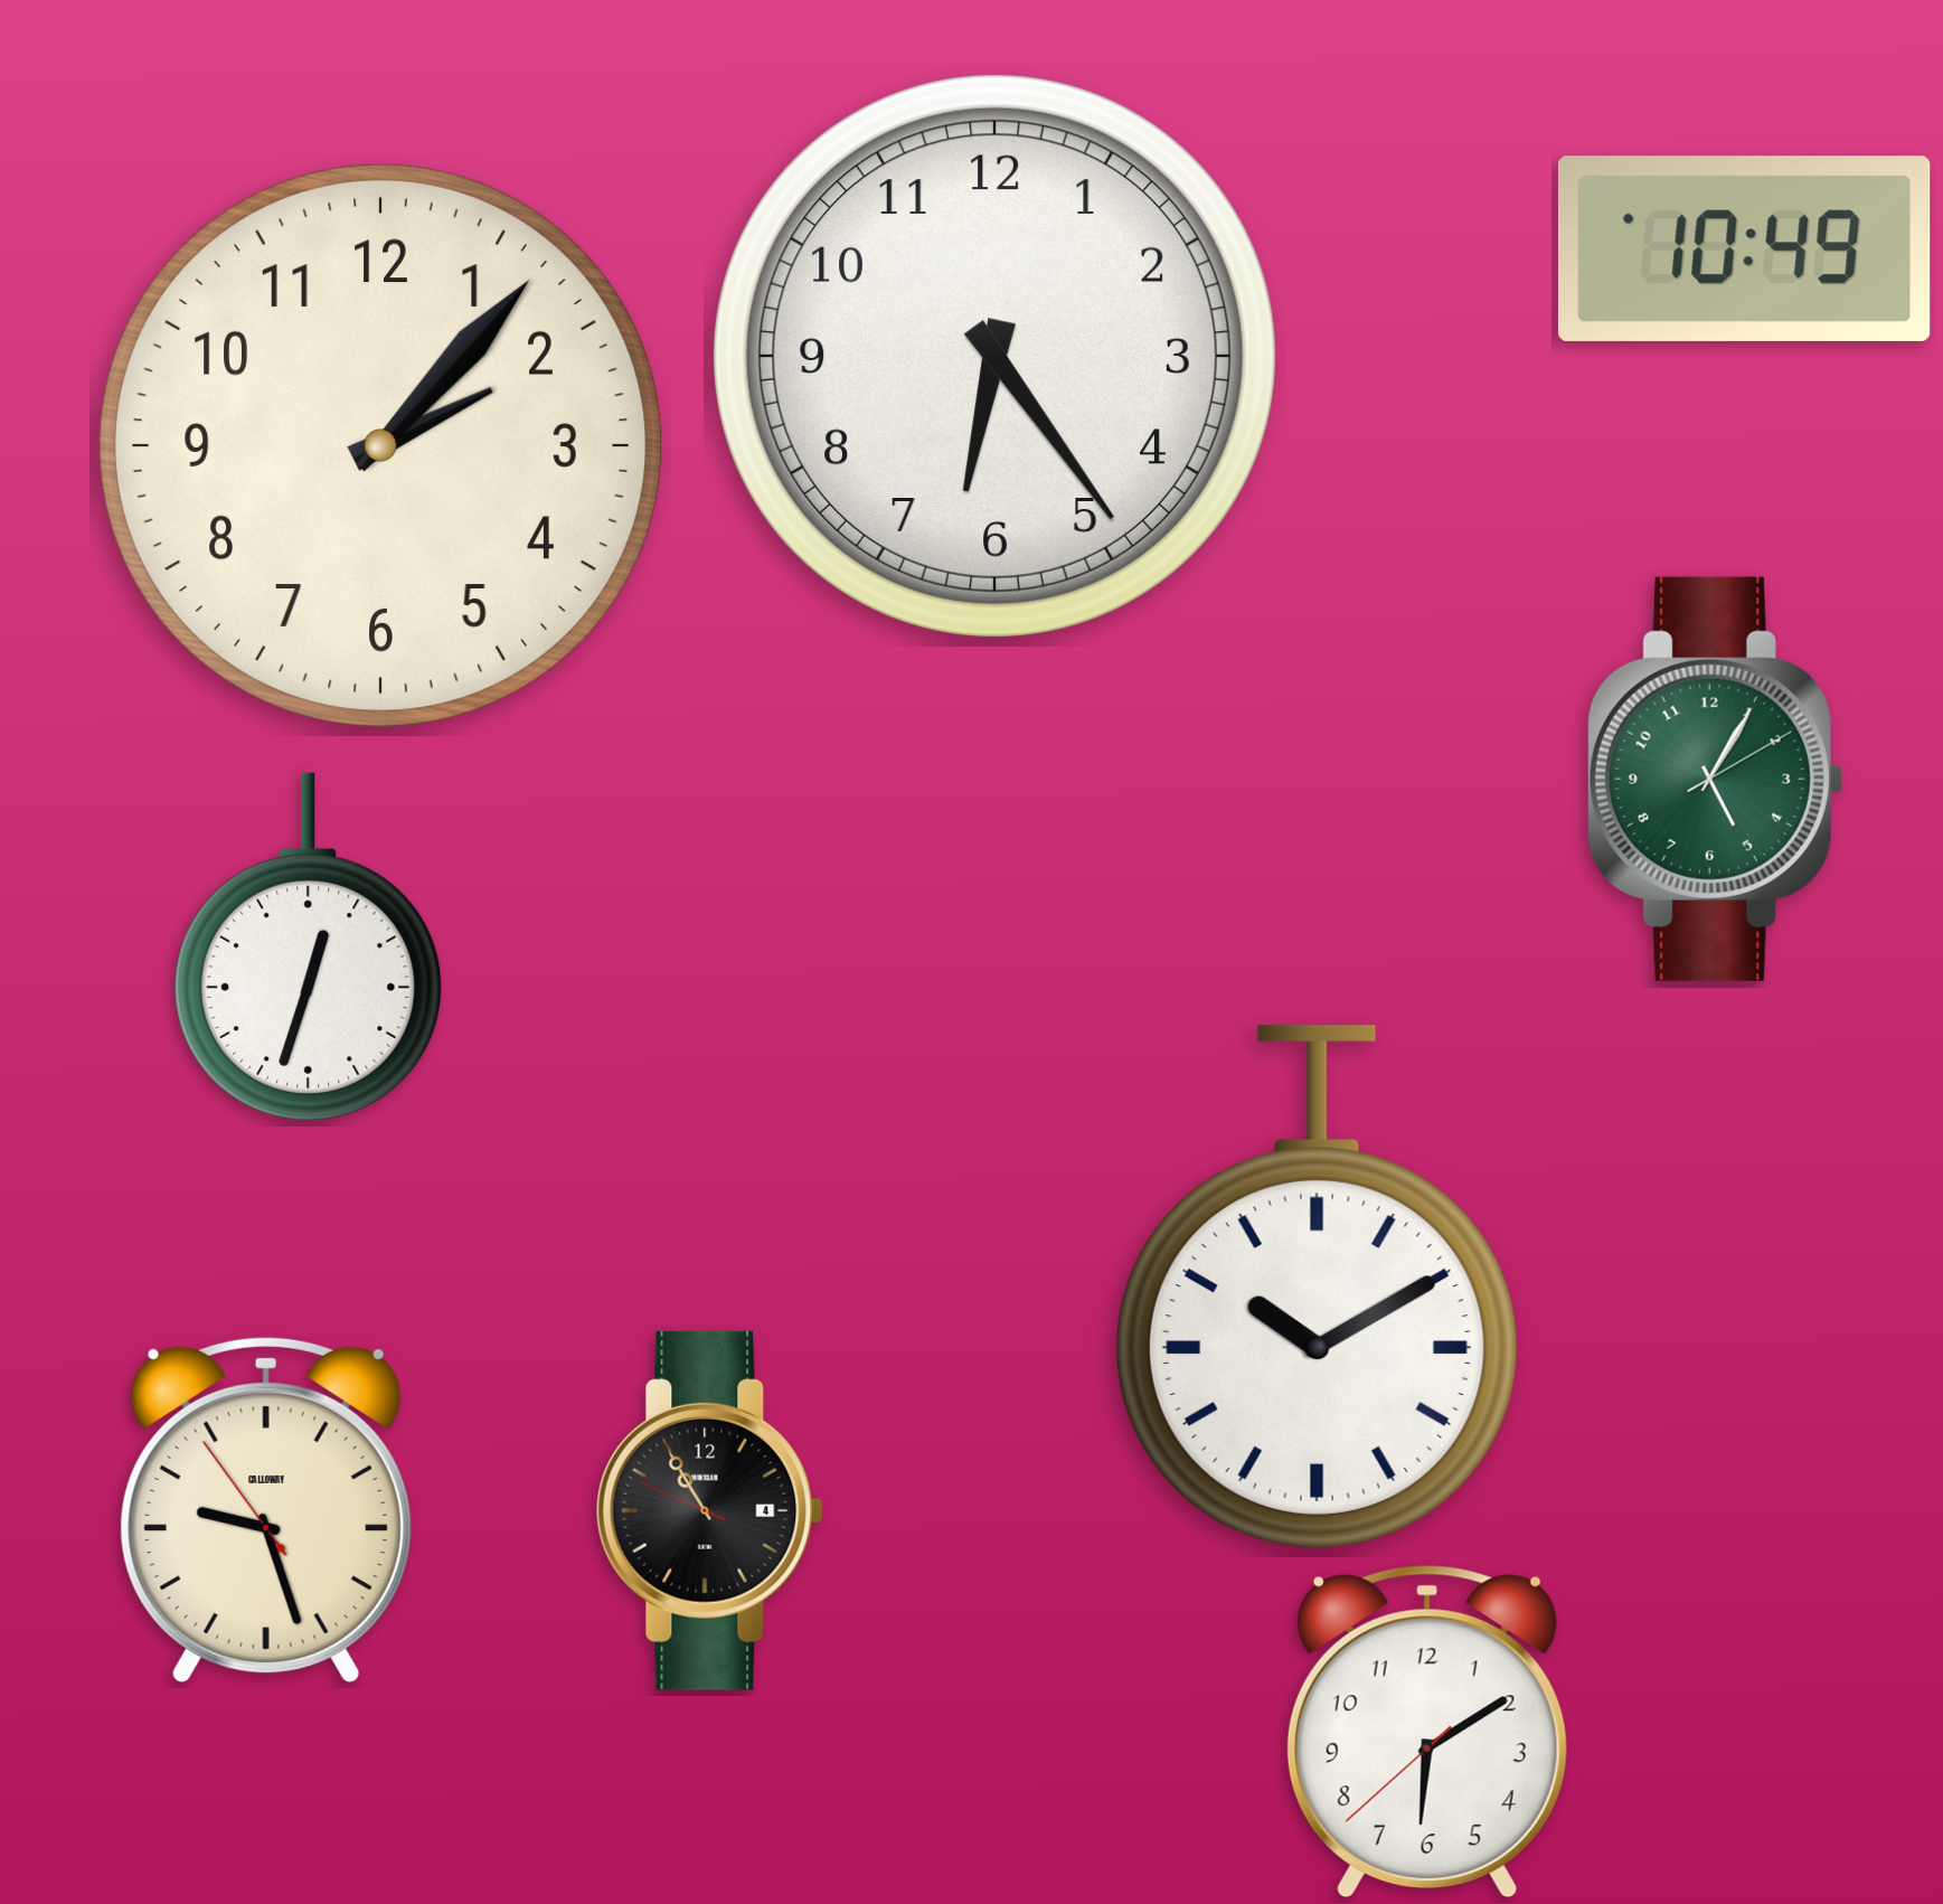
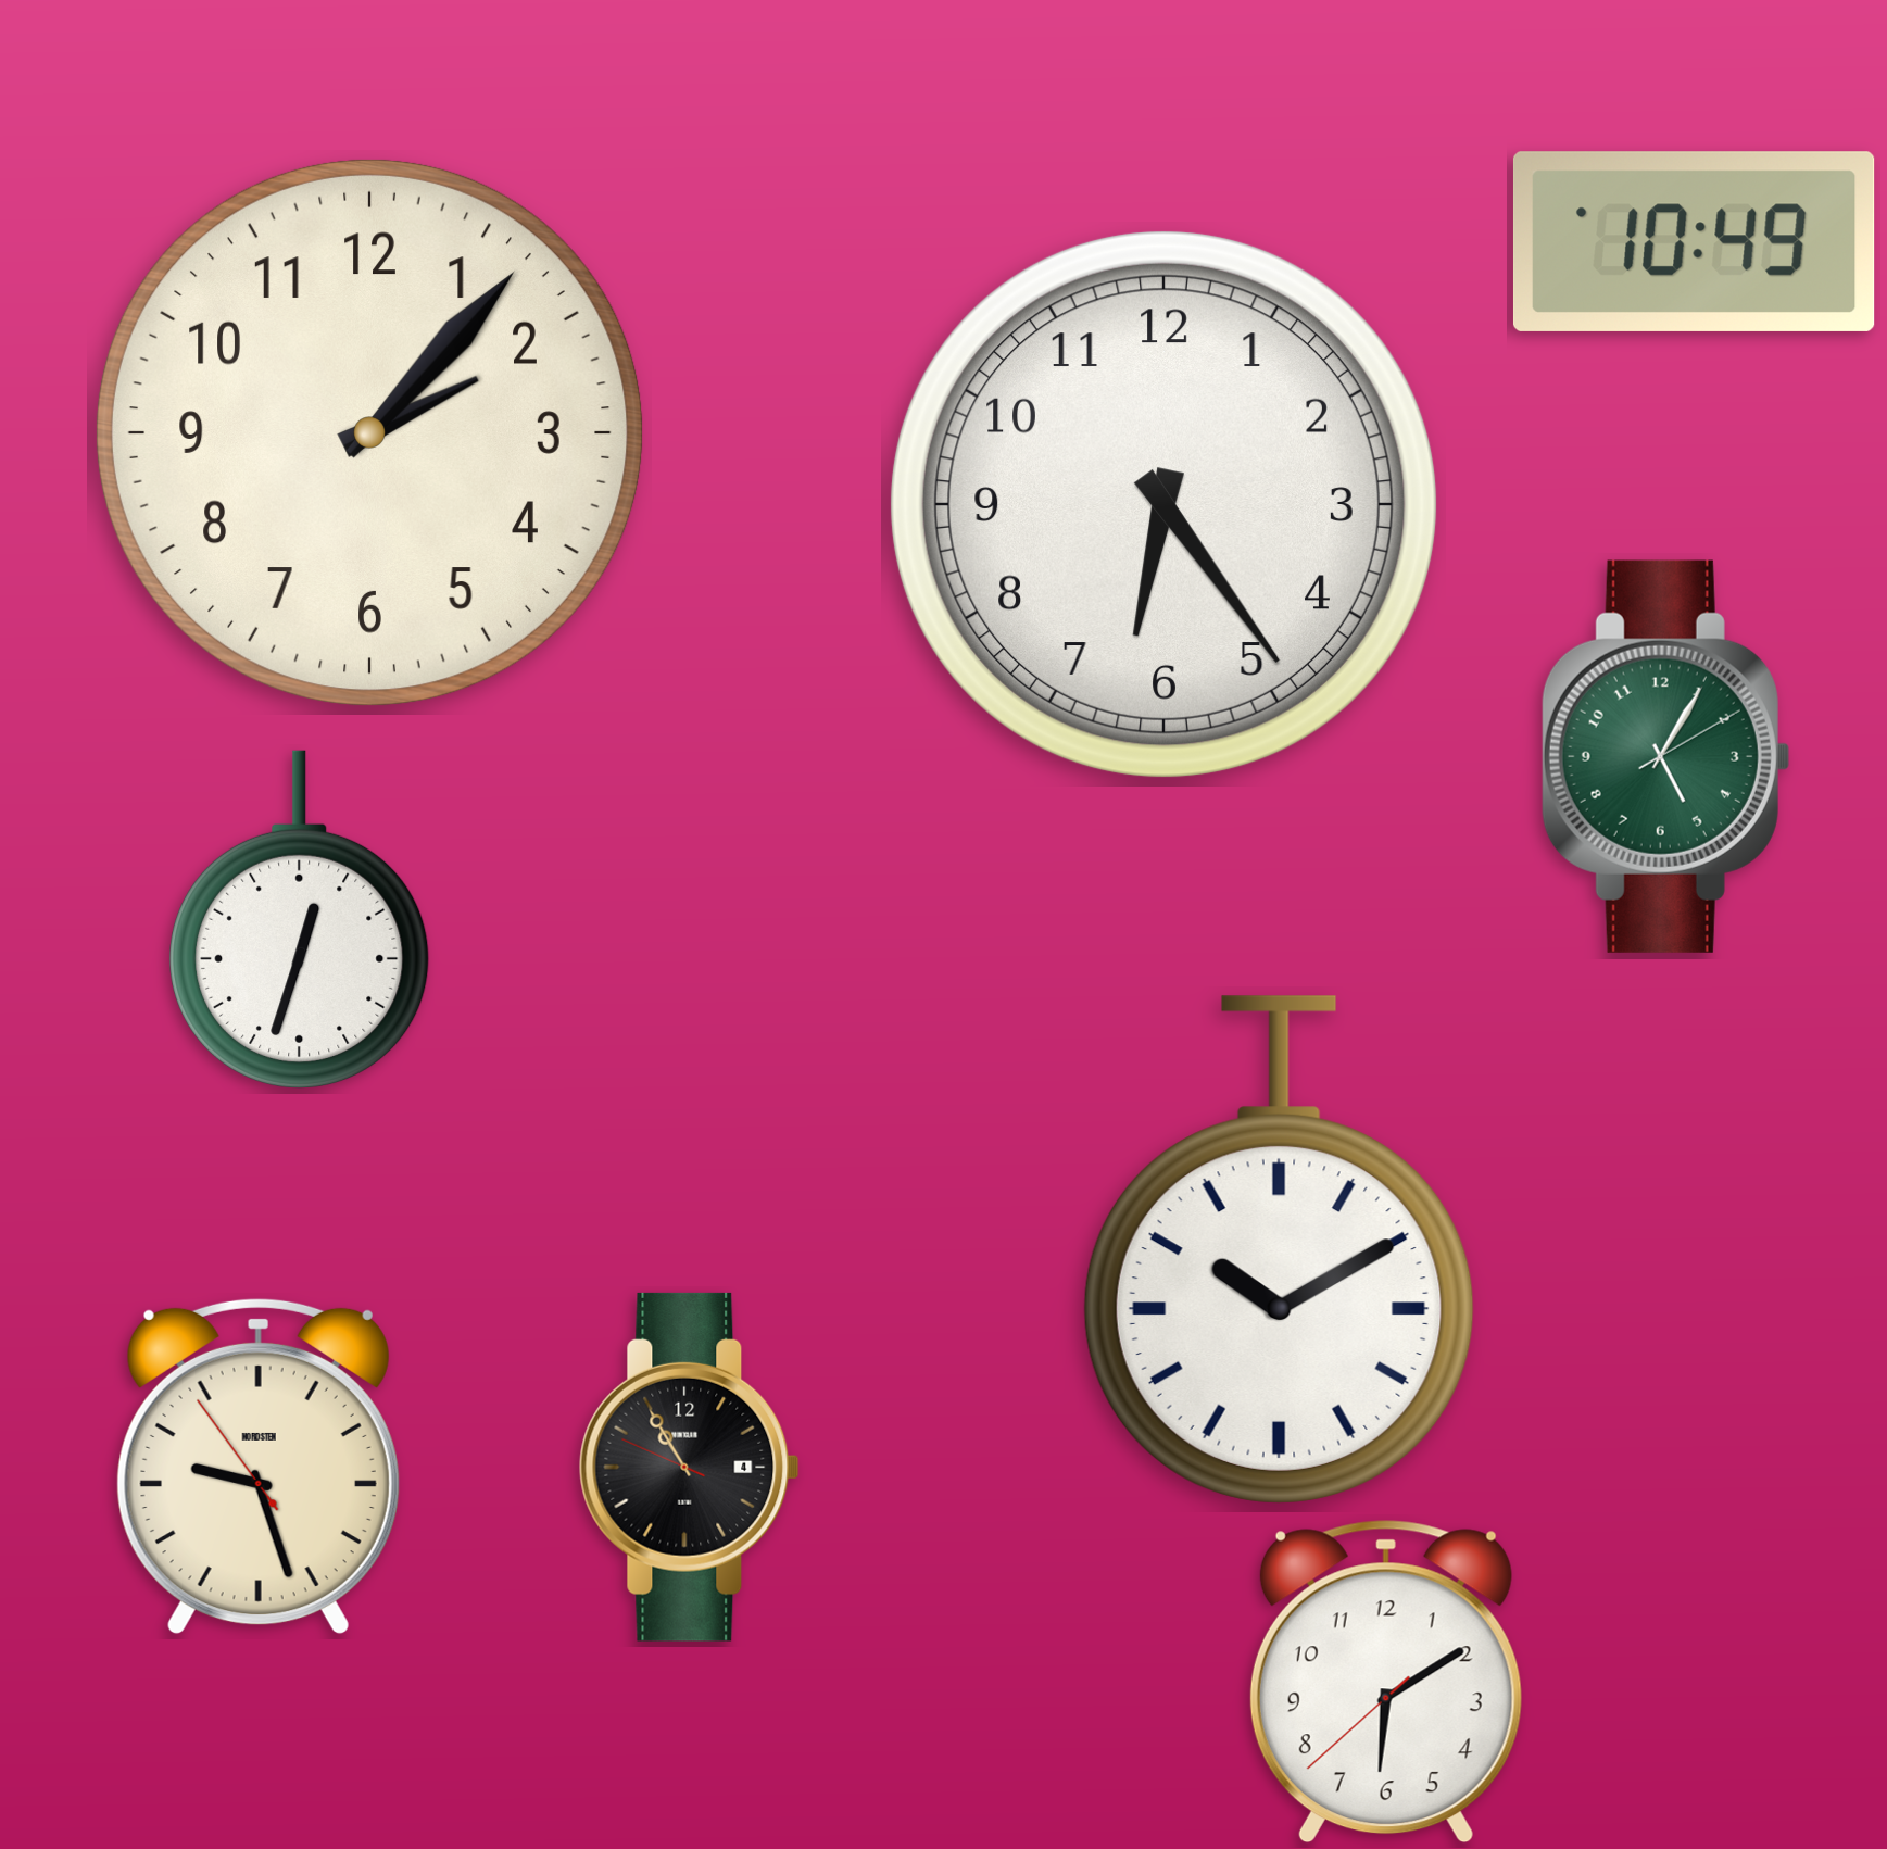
clock at (994, 356) position: (994, 356) -> (1163, 504)
clock at (266, 1510) brand: CALLOWAY -> NORDSTEN
